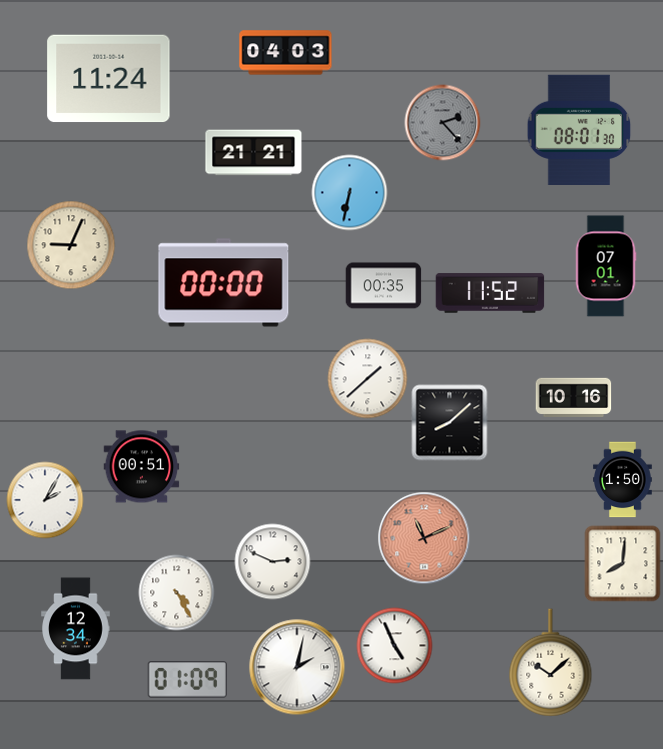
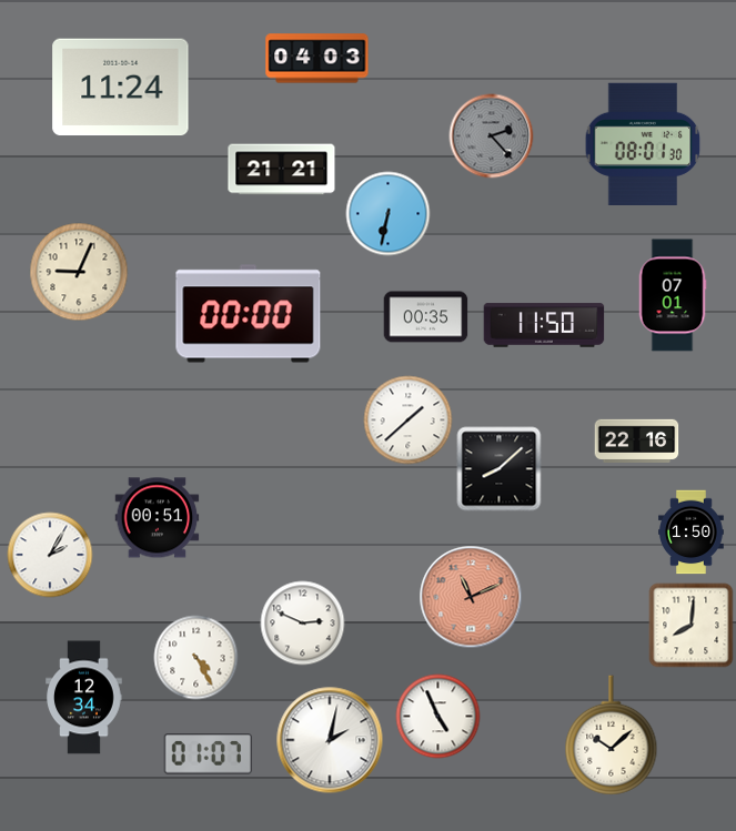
clock at (490, 293): 11:52 -> 11:50
clock at (574, 397): 10:16 -> 22:16
clock at (187, 680): 01:09 -> 01:07
